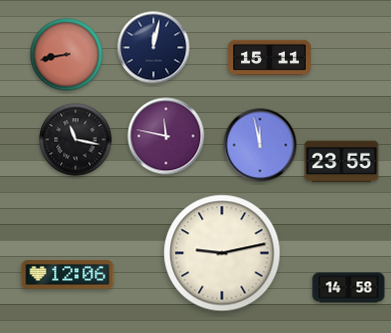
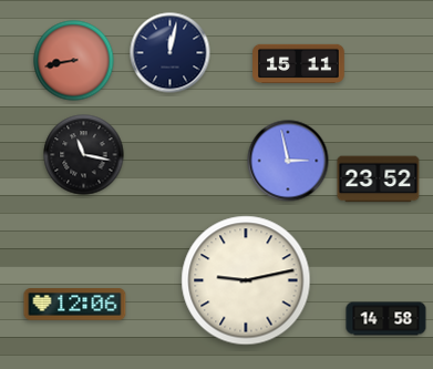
clock at (166, 136): 11:47 -> none
clock at (260, 145): 11:58 -> 2:58
clock at (342, 162): 23:55 -> 23:52
